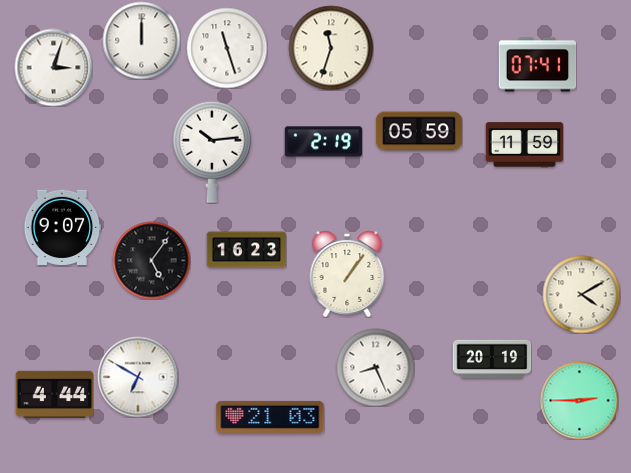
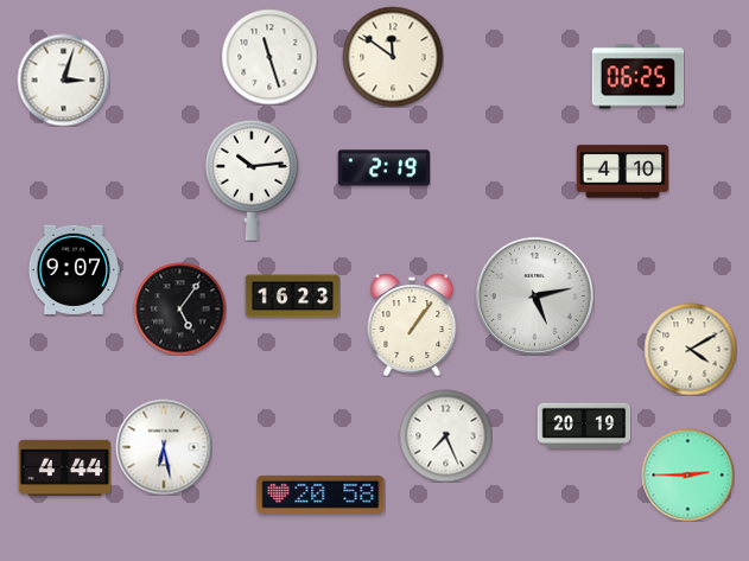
clock at (141, 40): 12:00 -> none
clock at (331, 48): 11:33 -> 11:51
clock at (537, 65): 07:41 -> 06:25
clock at (419, 131): 05:59 -> none
clock at (524, 145): 11:59 -> 4:10
clock at (534, 295): none -> 5:13
clock at (375, 367): 8:26 -> 7:26
clock at (138, 377): 6:50 -> 6:28
clock at (270, 417): 21:03 -> 20:58
